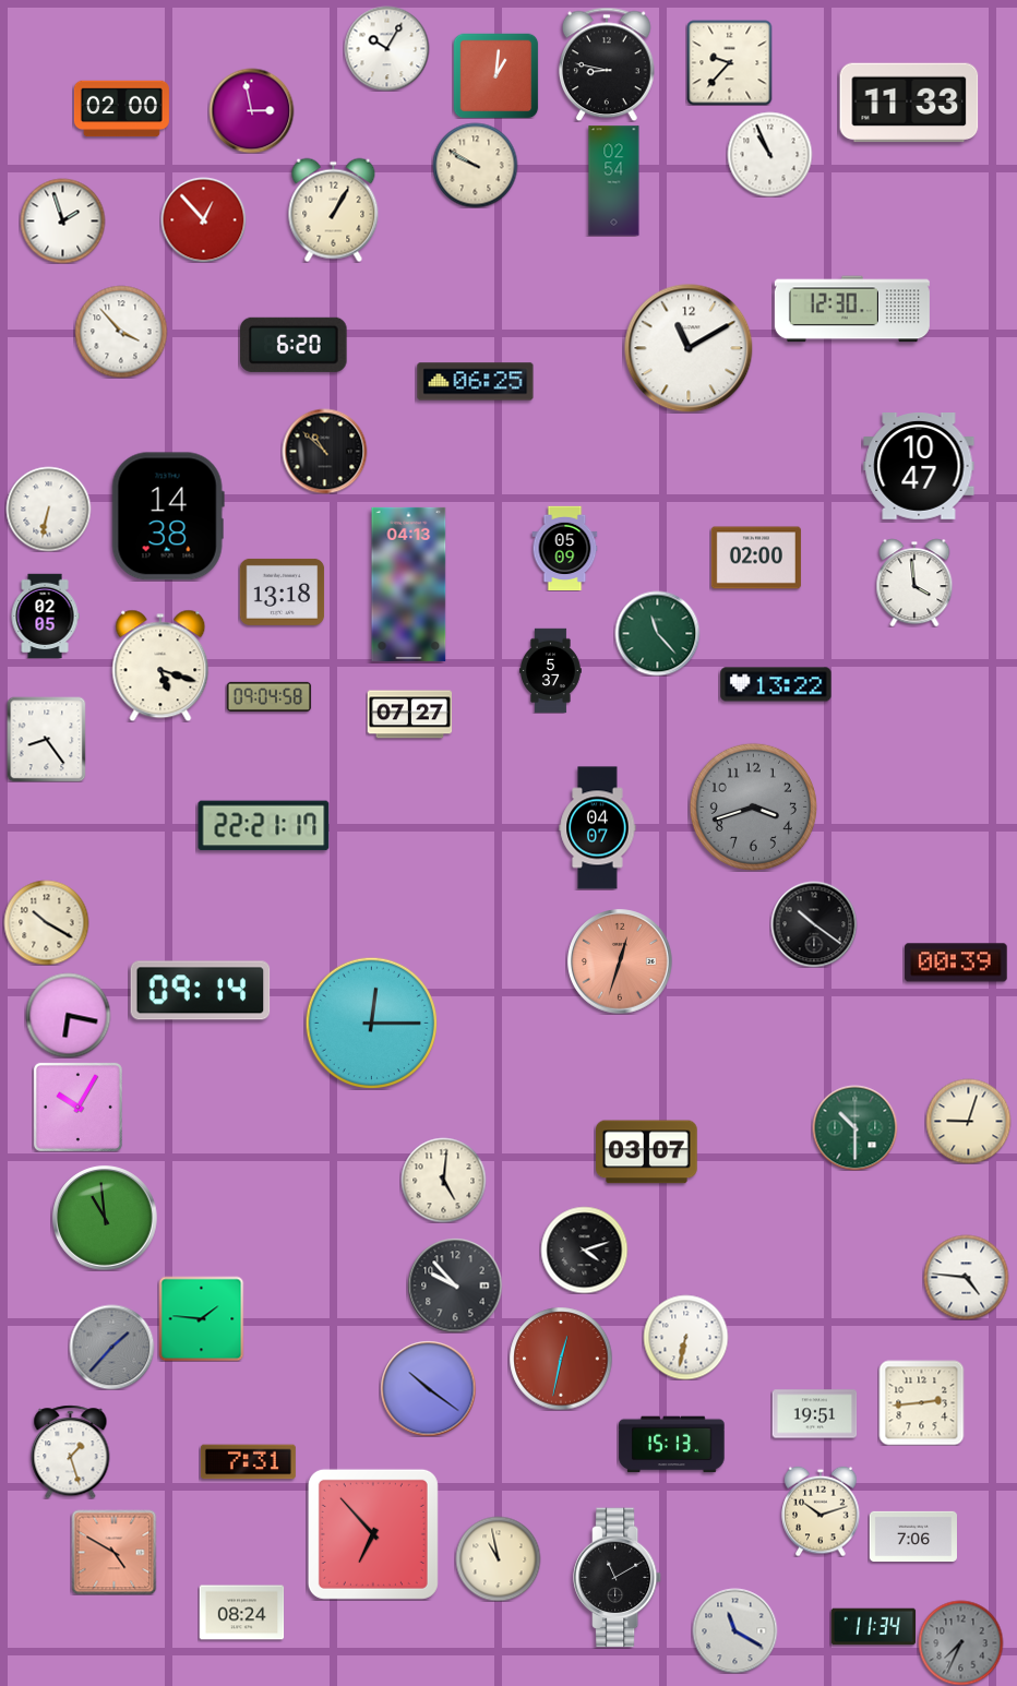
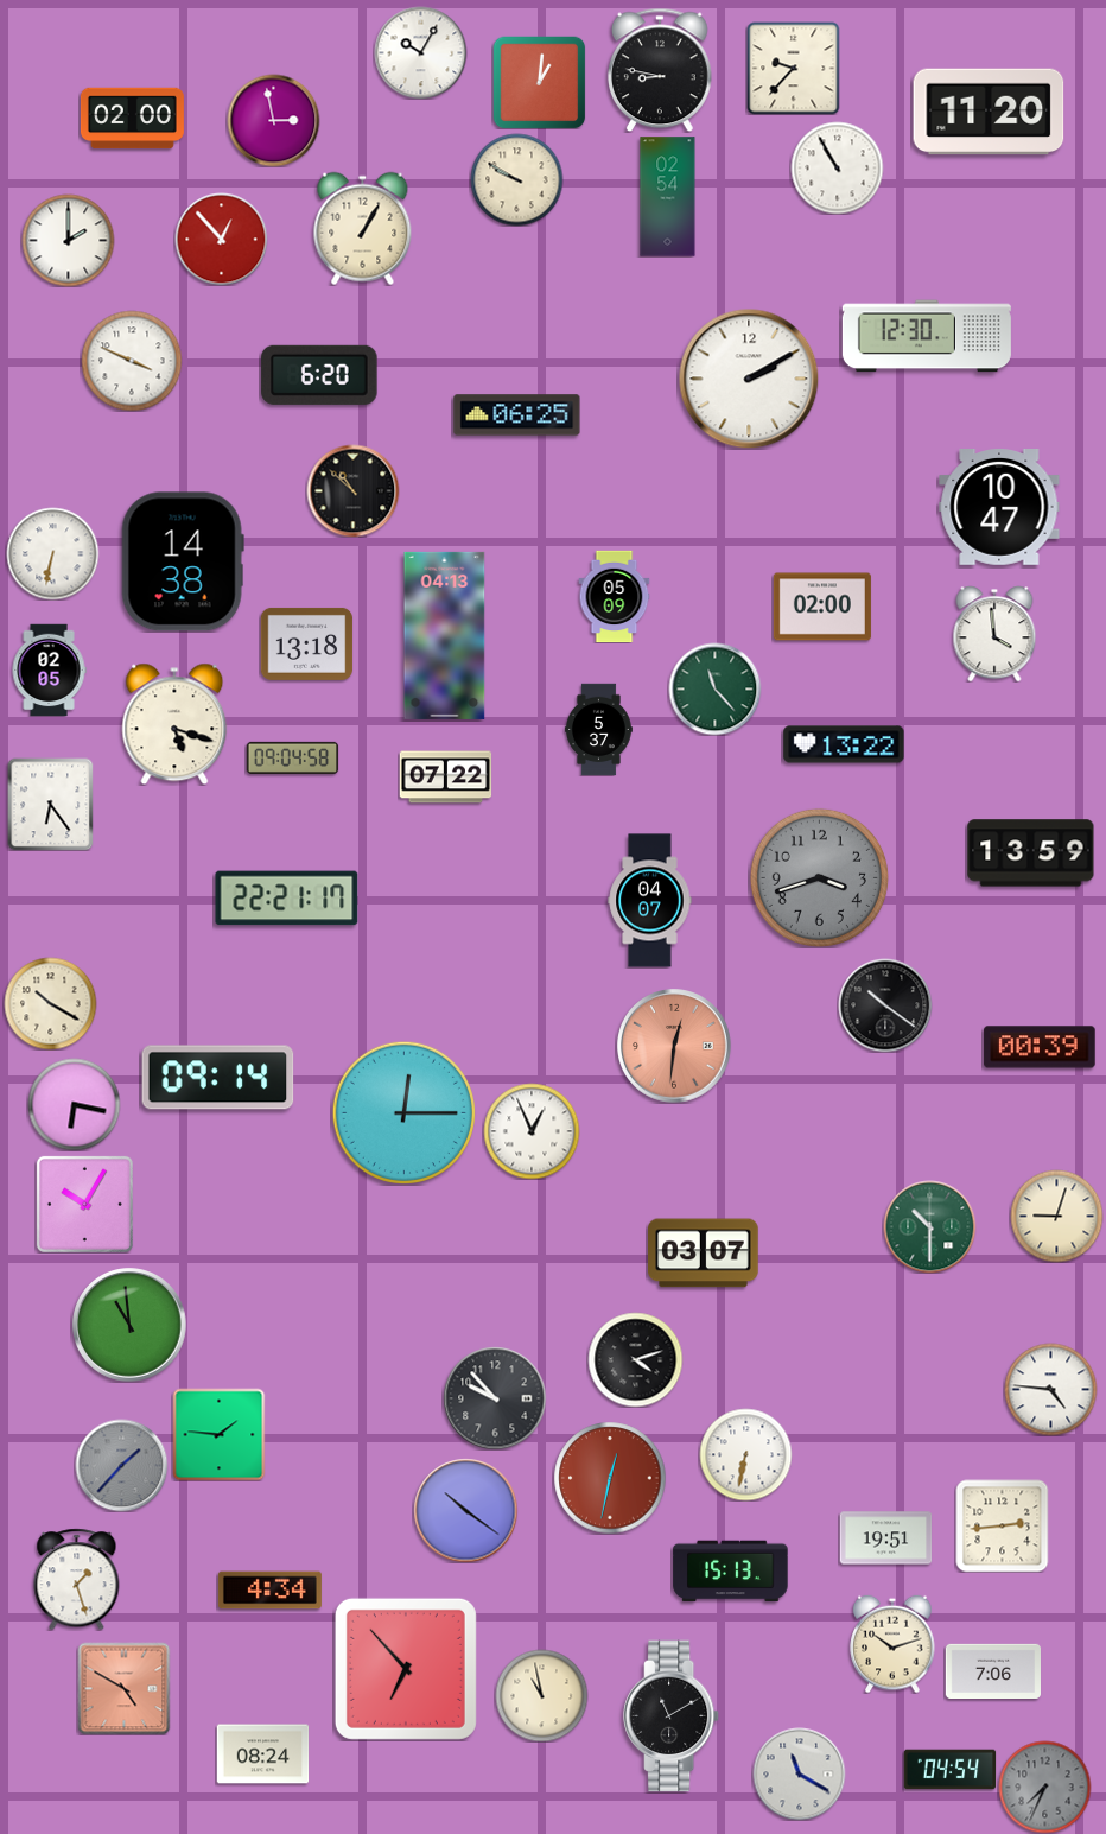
clock at (909, 103): 11:33 -> 11:20
clock at (769, 154): 10:56 -> 10:55
clock at (62, 220): 1:57 -> 2:00
clock at (121, 332): 3:53 -> 3:49
clock at (689, 348): 11:10 -> 2:10
clock at (409, 715): 07:27 -> 07:22
clock at (47, 739): 8:24 -> 6:24
clock at (1031, 853): none -> 13:59
clock at (620, 961): 12:33 -> 12:31
clock at (532, 1131): none -> 12:56
clock at (968, 1121) position: (968, 1121) -> (1056, 1216)
clock at (443, 1180): 5:01 -> none
clock at (105, 1218) position: (105, 1218) -> (129, 1325)
clock at (248, 1462): 7:31 -> 4:34
clock at (873, 1627): 11:34 -> 04:54
